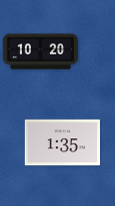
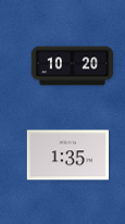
clock at (41, 52) position: (41, 52) -> (73, 66)
